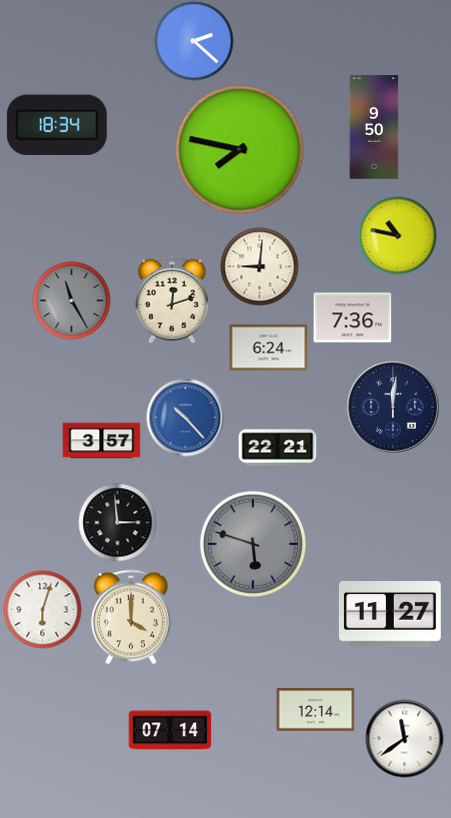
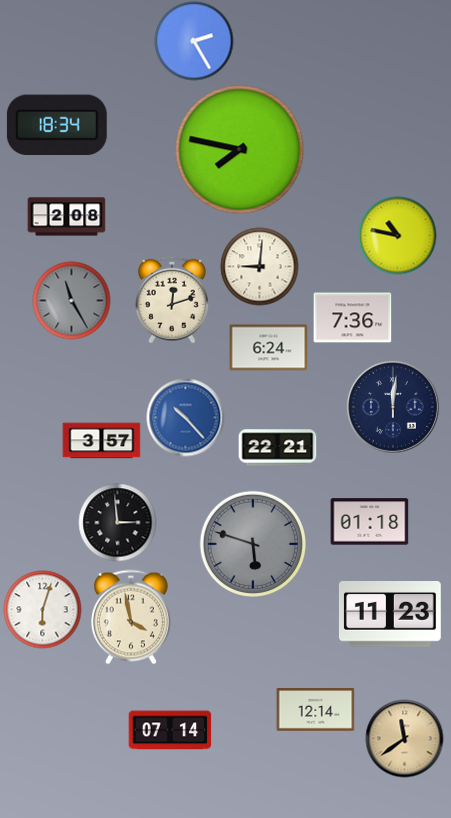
clock at (194, 41): 2:22 -> 2:25
clock at (374, 127): 9:50 -> none
clock at (66, 217): none -> 2:08
clock at (369, 522): none -> 01:18
clock at (390, 614): 11:27 -> 11:23
clock at (131, 617): 4:00 -> 3:58
clock at (404, 738) dial: white -> champagne
